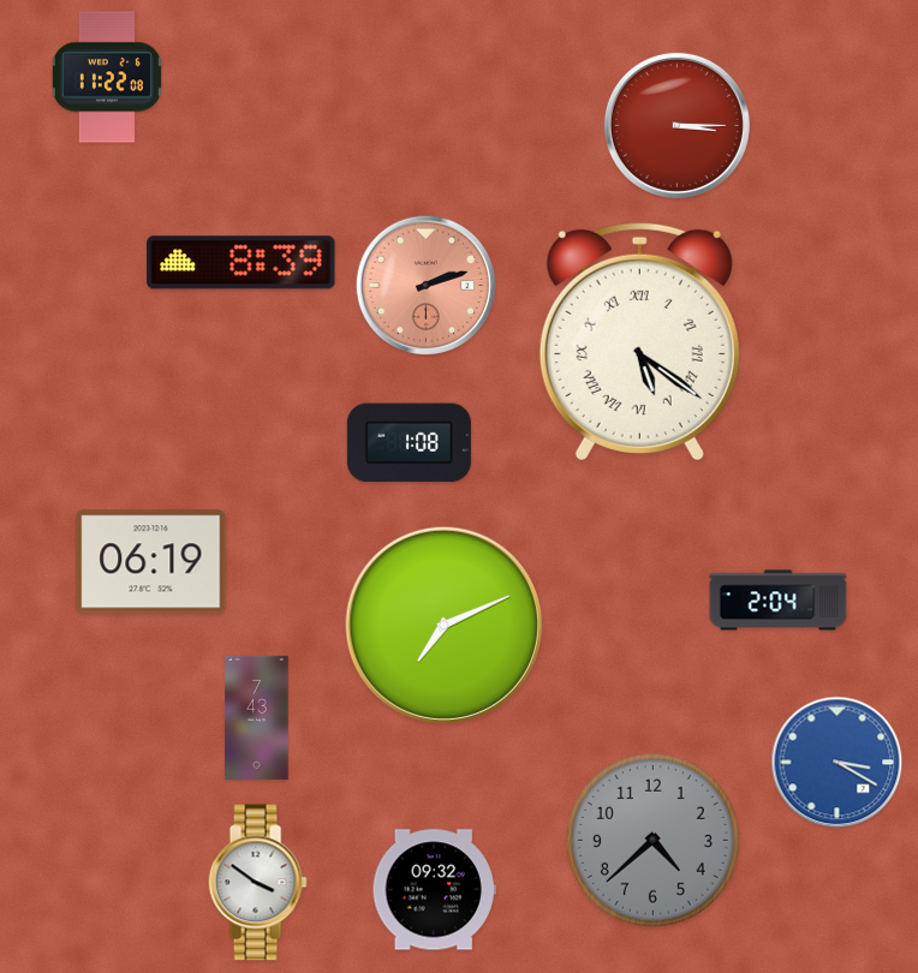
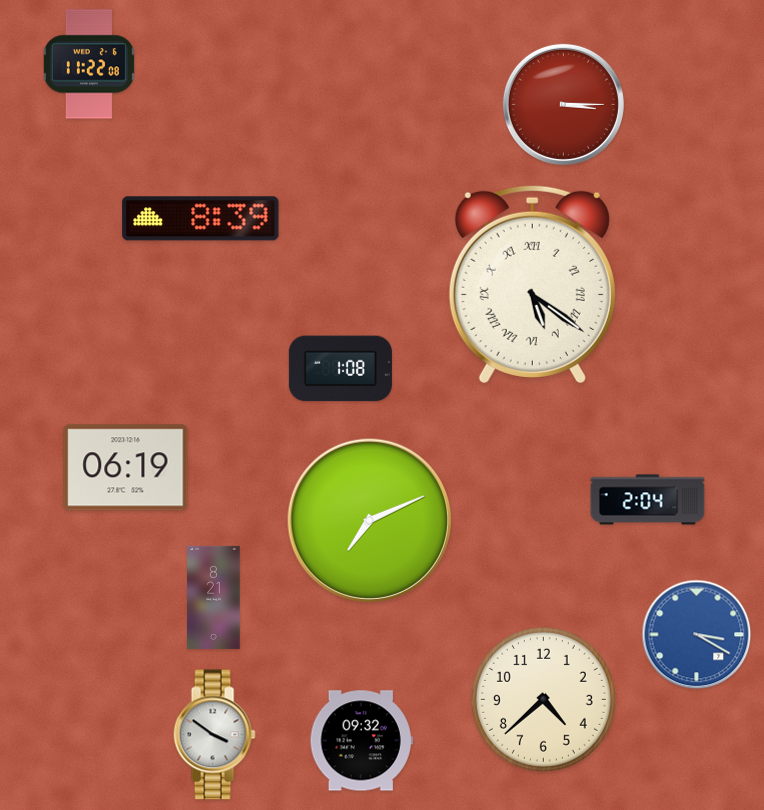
clock at (427, 286): 2:12 -> none
clock at (257, 717): 7:43 -> 8:21
clock at (652, 840) dial: grey -> cream
